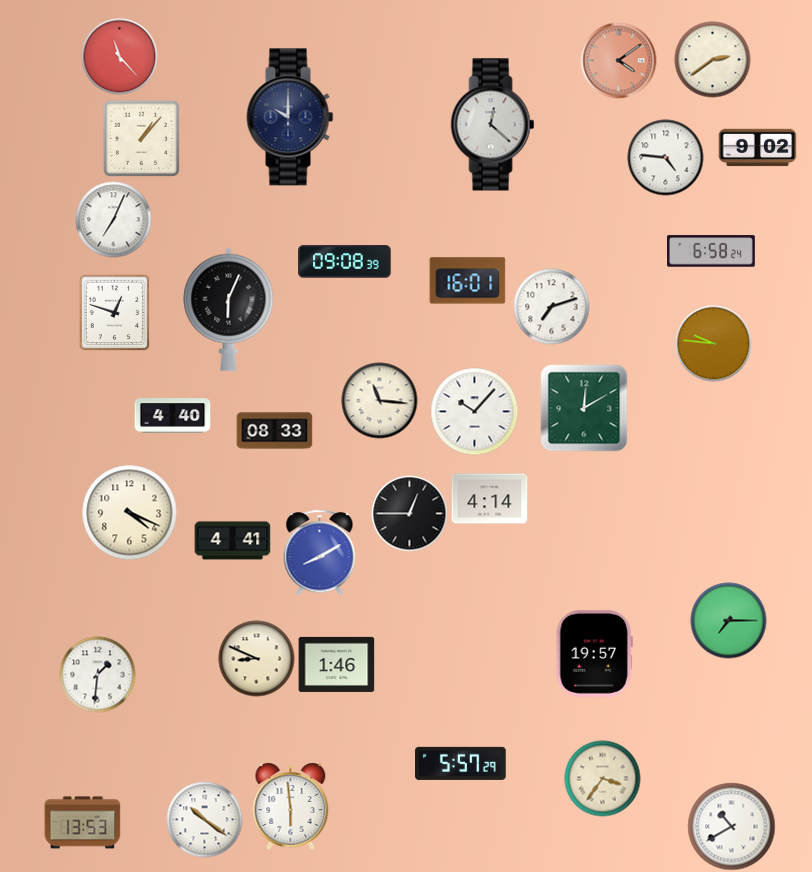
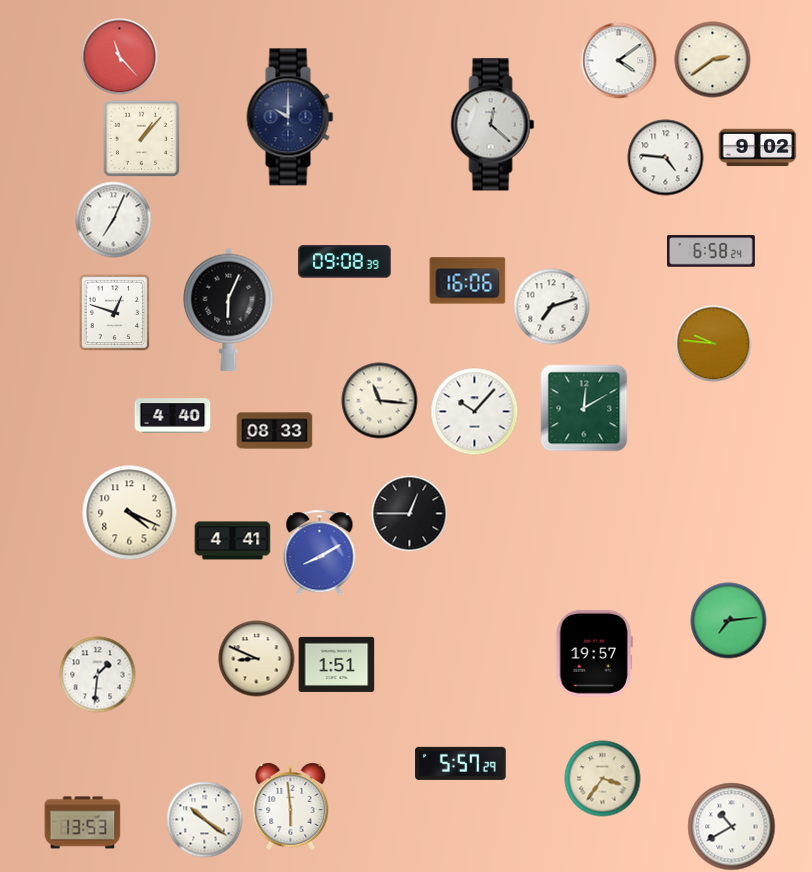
clock at (619, 61) dial: salmon -> white
clock at (468, 281): 16:01 -> 16:06
clock at (490, 499): 4:14 -> none
clock at (729, 621): 7:15 -> 7:14
clock at (337, 664): 1:46 -> 1:51
